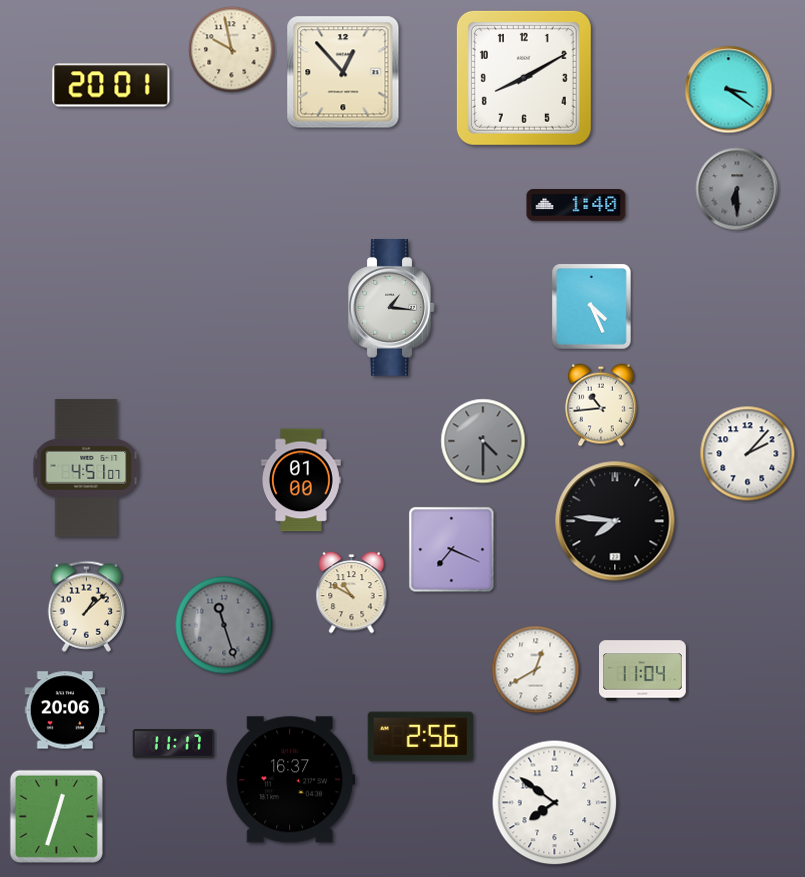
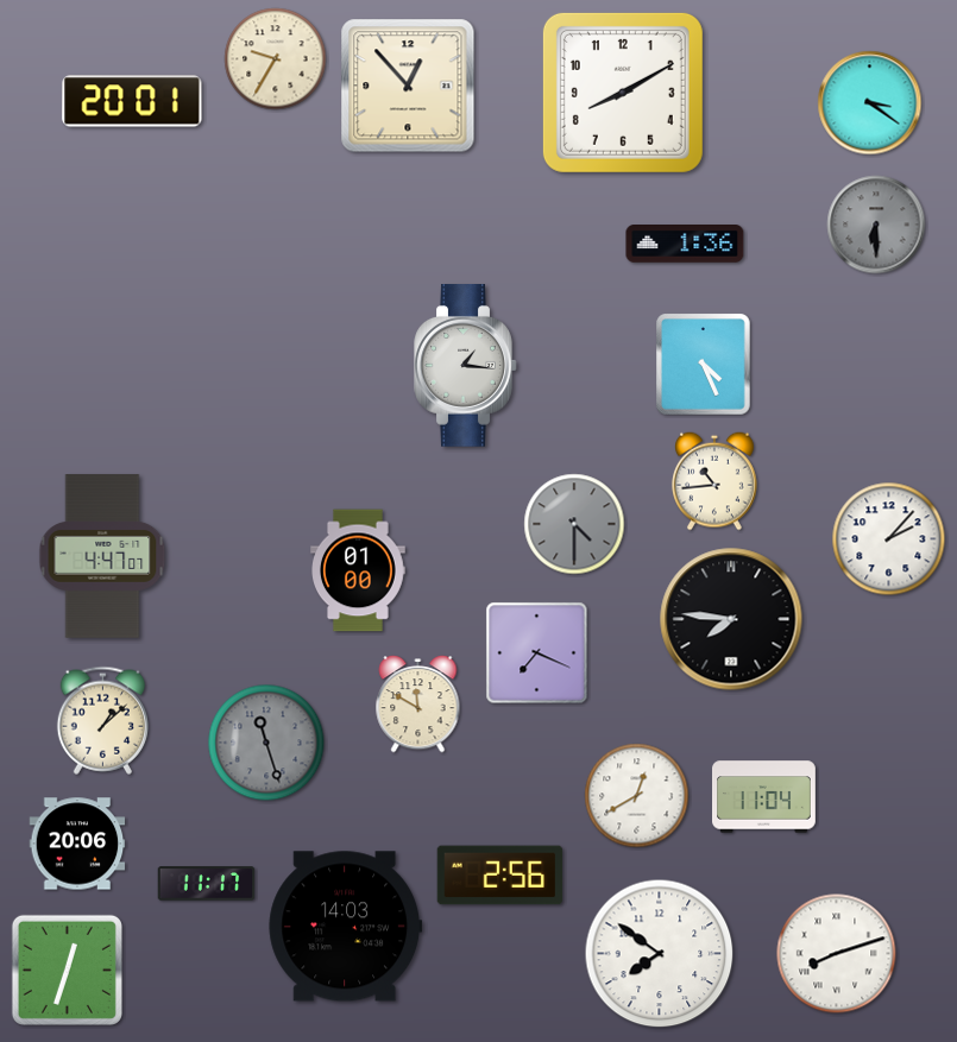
clock at (232, 50): 9:58 -> 9:35
clock at (729, 90) position: (729, 90) -> (870, 103)
clock at (576, 206): 1:40 -> 1:36
clock at (86, 468): 4:51 -> 4:47
clock at (352, 593): 10:50 -> 11:50
clock at (291, 780): 16:37 -> 14:03
clock at (837, 954): none -> 8:12
